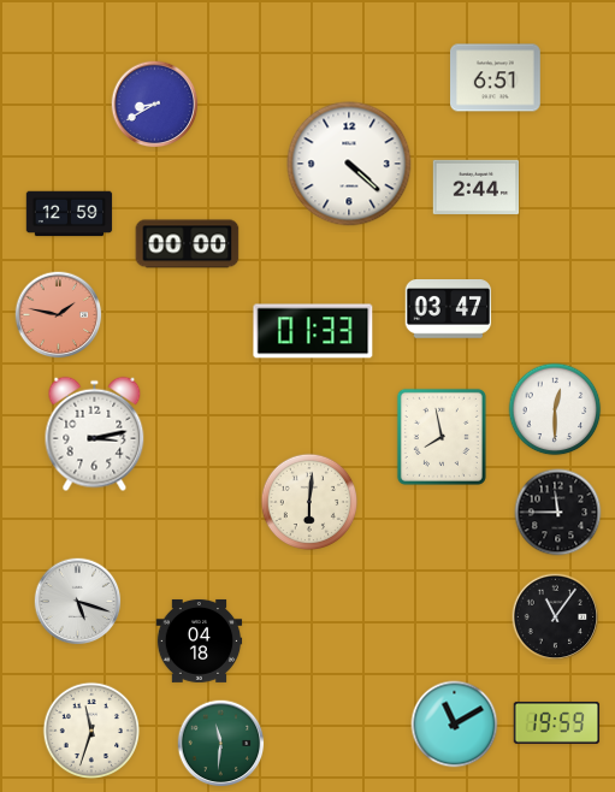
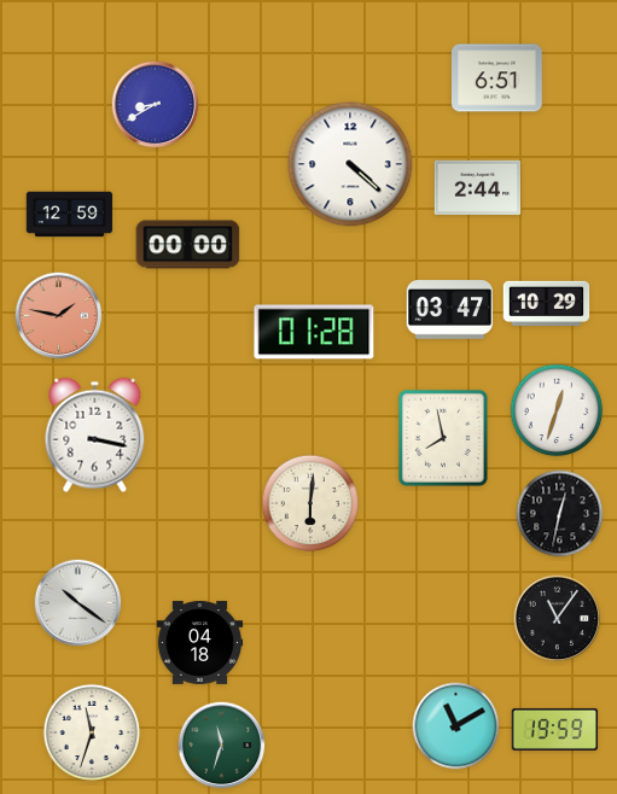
clock at (547, 303): none -> 10:29
clock at (313, 331): 01:33 -> 01:28
clock at (555, 409): 12:30 -> 12:33
clock at (95, 435): 3:13 -> 3:17
clock at (558, 513): 11:45 -> 12:32
clock at (78, 602): 5:18 -> 10:21
clock at (557, 722) position: (557, 722) -> (555, 729)
clock at (221, 744): 11:31 -> 11:33
